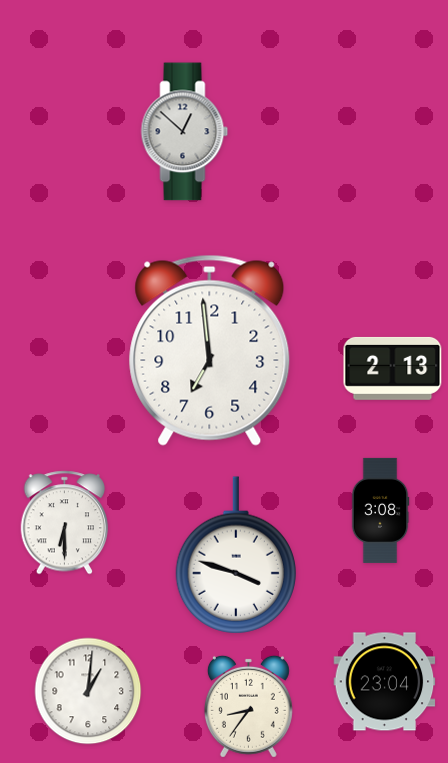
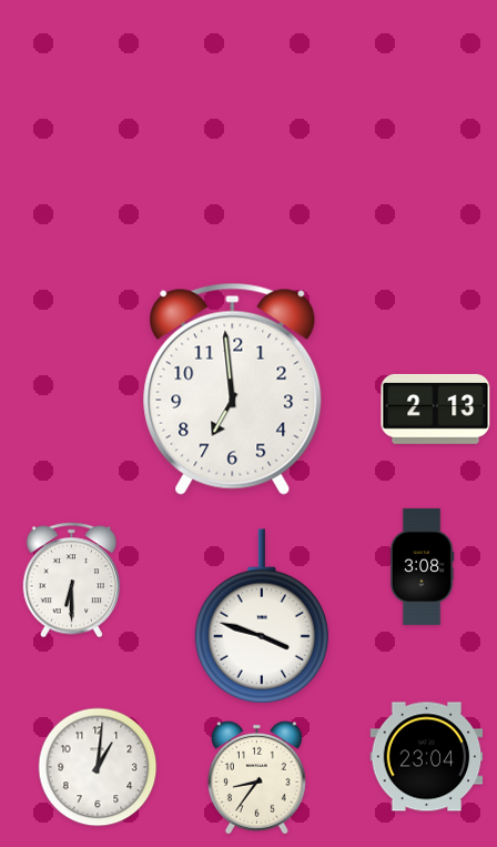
clock at (185, 132): 12:52 -> none
clock at (248, 706) position: (248, 706) -> (256, 777)
